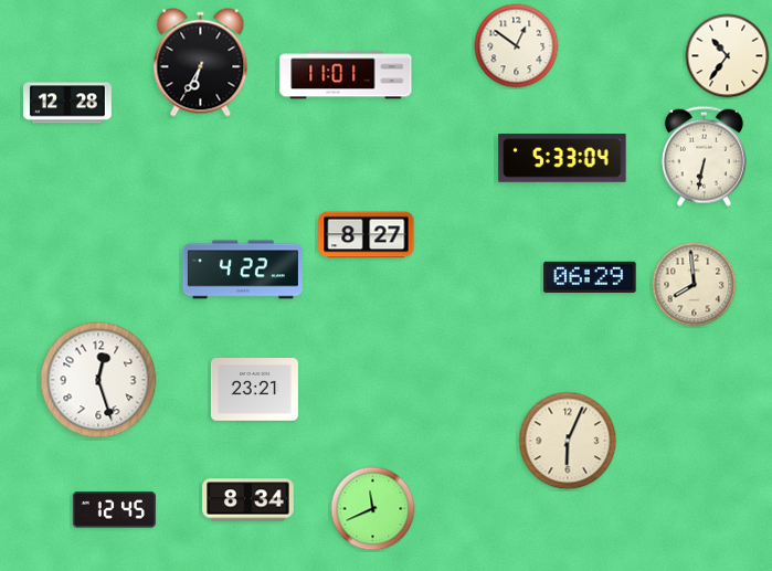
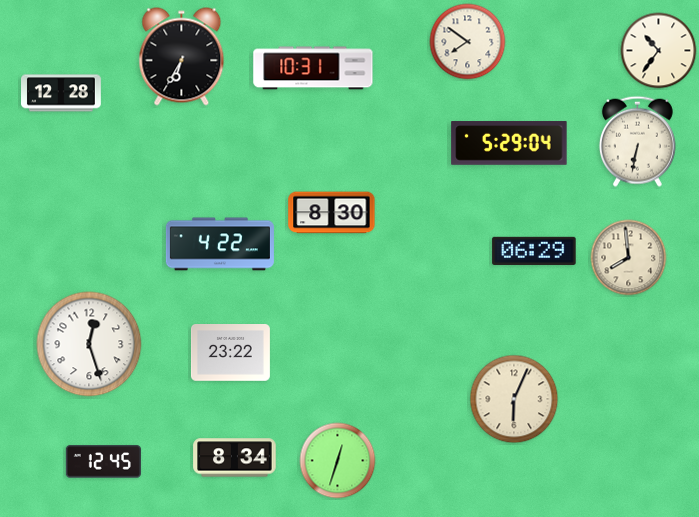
clock at (517, 46): 12:51 -> 7:51
clock at (346, 75): 11:01 -> 10:31
clock at (562, 158): 5:33 -> 5:29
clock at (367, 235): 8:27 -> 8:30
clock at (254, 390): 23:21 -> 23:22
clock at (248, 500) position: (248, 500) -> (235, 458)
clock at (373, 509): 11:41 -> 12:33
